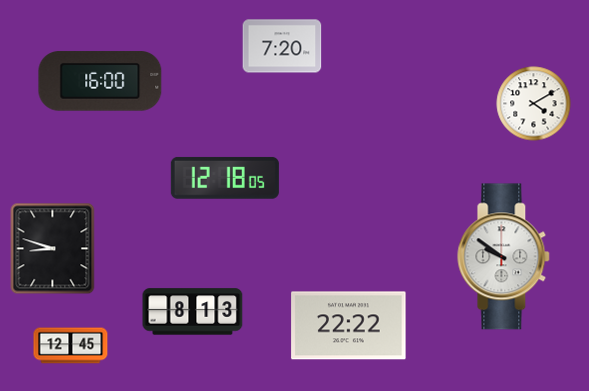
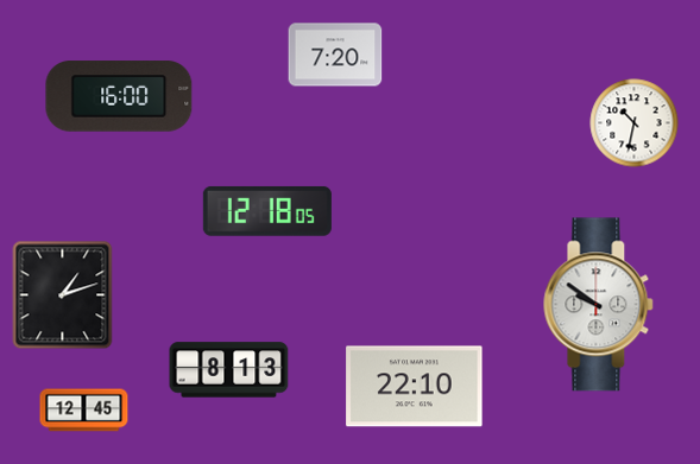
clock at (534, 104): 4:10 -> 10:32
clock at (53, 249): 8:48 -> 1:12
clock at (349, 326): 22:22 -> 22:10
